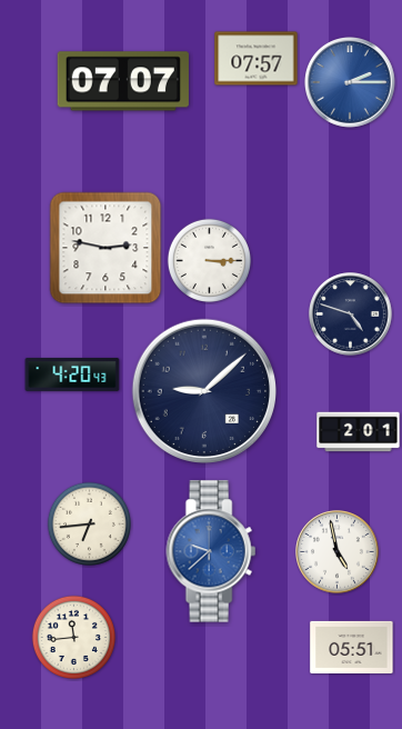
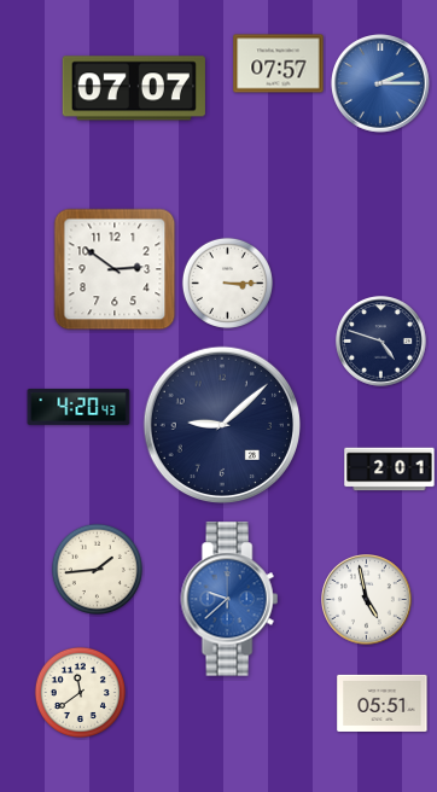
clock at (351, 83) position: (351, 83) -> (381, 85)
clock at (105, 248): 2:47 -> 2:51
clock at (89, 523): 6:44 -> 1:44
clock at (73, 637): 11:44 -> 11:39
